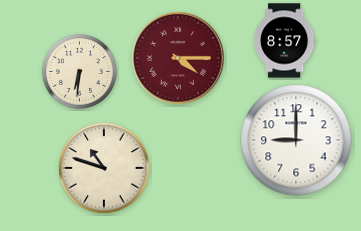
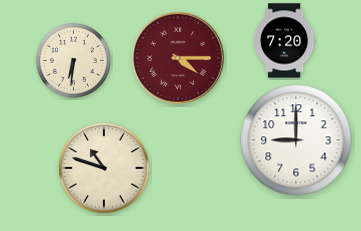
clock at (285, 41): 8:57 -> 7:20
clock at (79, 71) position: (79, 71) -> (73, 60)
